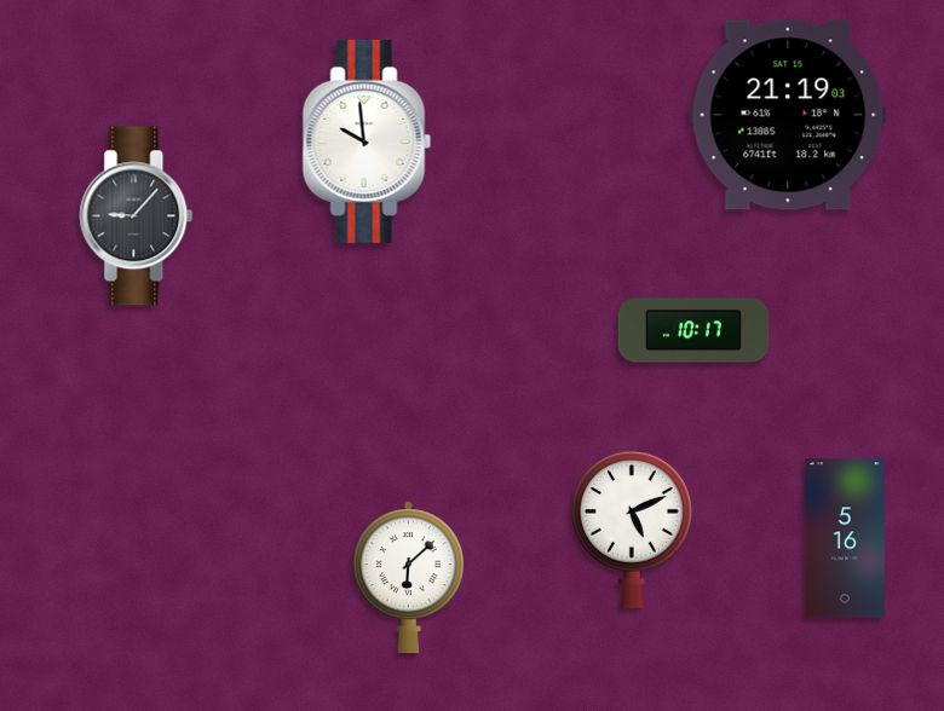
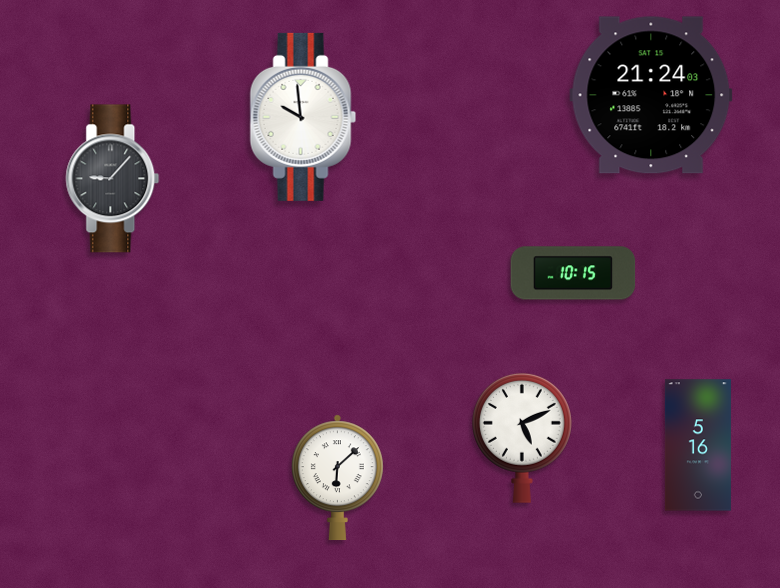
clock at (788, 115): 21:19 -> 21:24
clock at (693, 330): 10:17 -> 10:15
